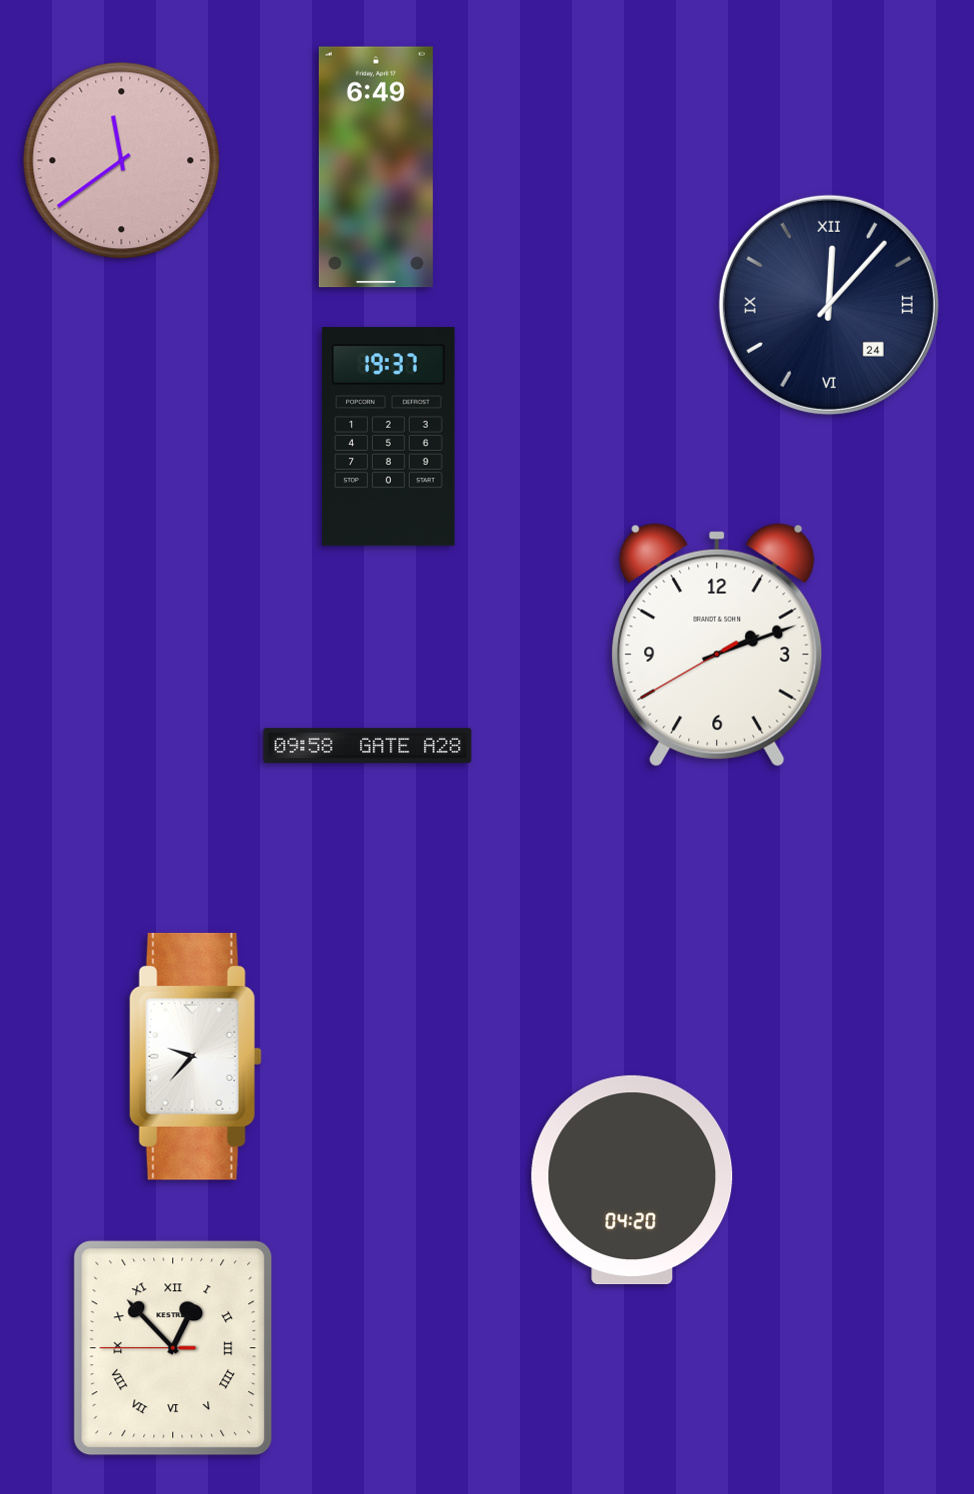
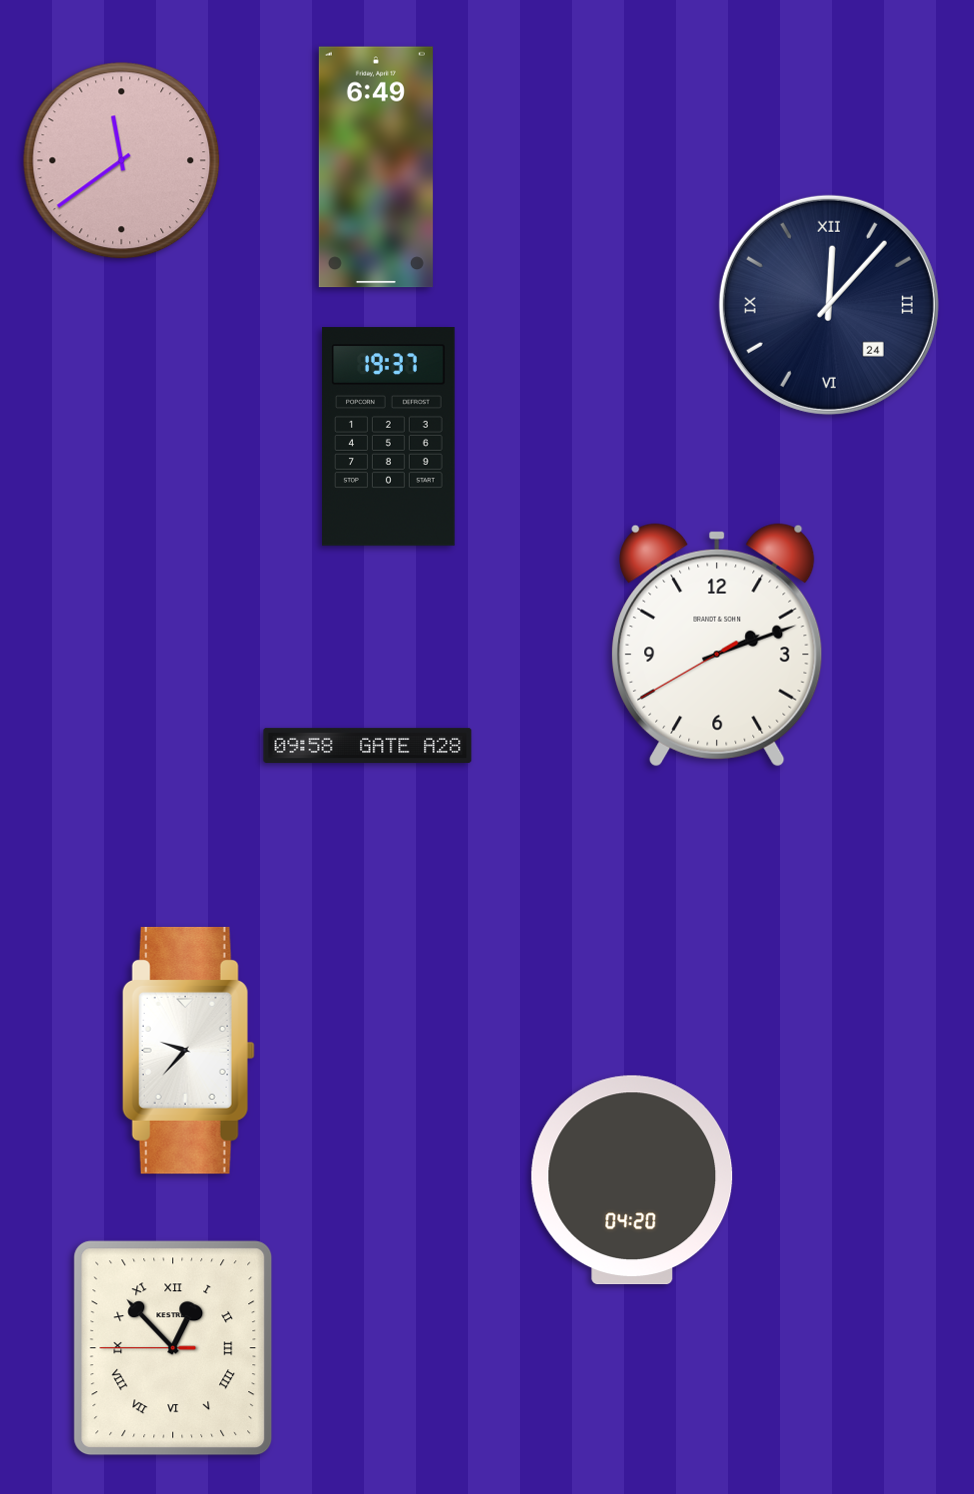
clock at (195, 1056) position: (195, 1056) -> (188, 1050)
